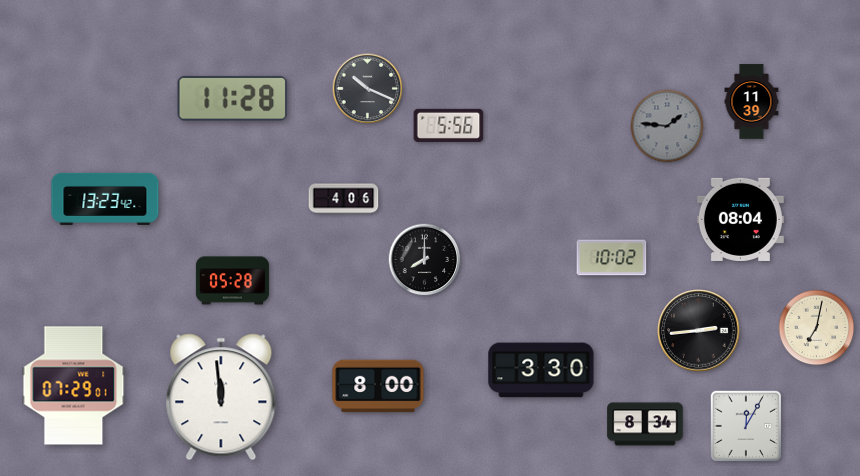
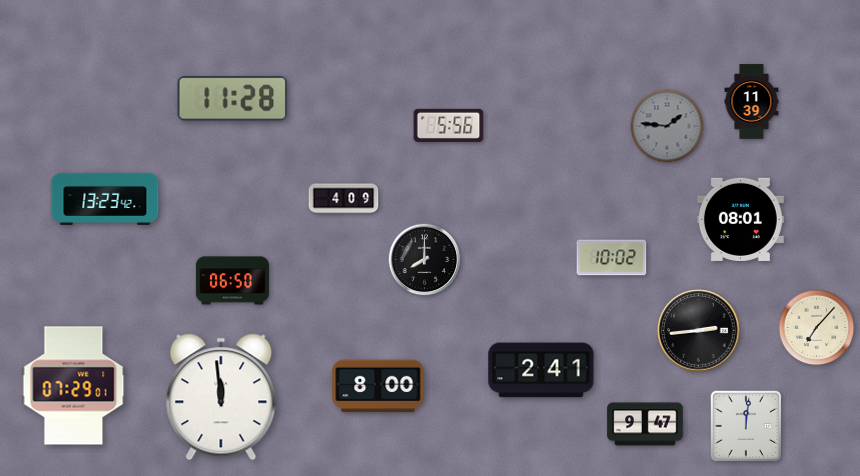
clock at (368, 89): 10:19 -> none
clock at (344, 199): 4:06 -> 4:09
clock at (740, 219): 08:04 -> 08:01
clock at (232, 281): 05:28 -> 06:50
clock at (817, 328): 7:02 -> 7:07
clock at (541, 370): 3:30 -> 2:41
clock at (645, 424): 8:34 -> 9:47
clock at (746, 426): 12:05 -> 12:01
